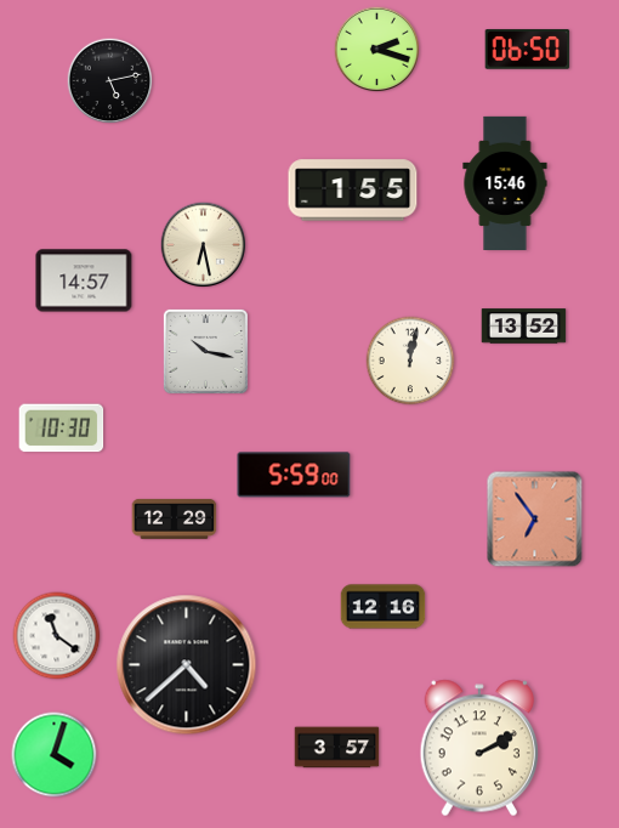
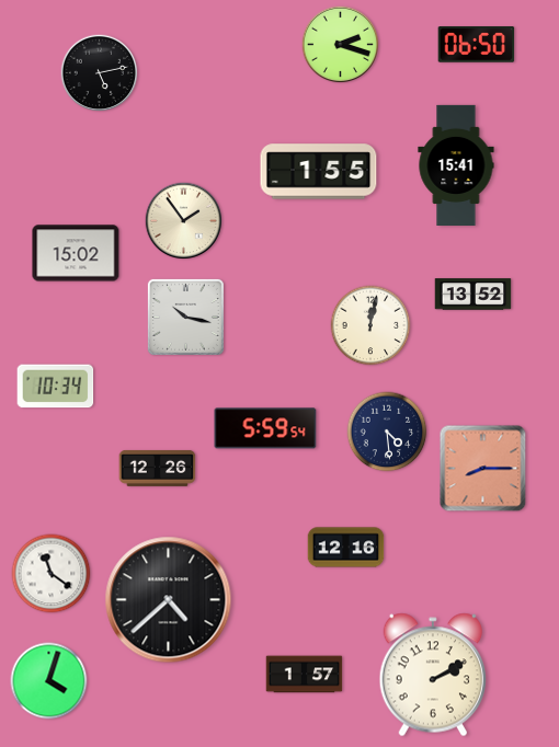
clock at (505, 182): 15:46 -> 15:41
clock at (204, 245): 6:28 -> 1:54
clock at (84, 280): 14:57 -> 15:02
clock at (62, 429): 10:30 -> 10:34
clock at (294, 475): 5:59:00 -> 5:59:54
clock at (387, 432): none -> 4:29
clock at (175, 518): 12:29 -> 12:26
clock at (535, 520): 6:54 -> 8:15
clock at (337, 748): 3:57 -> 1:57
